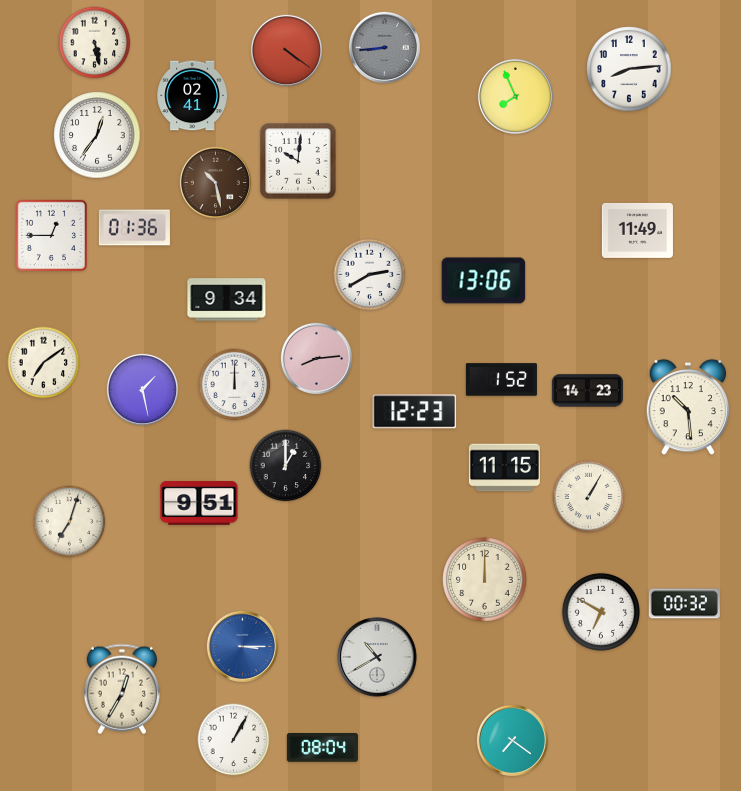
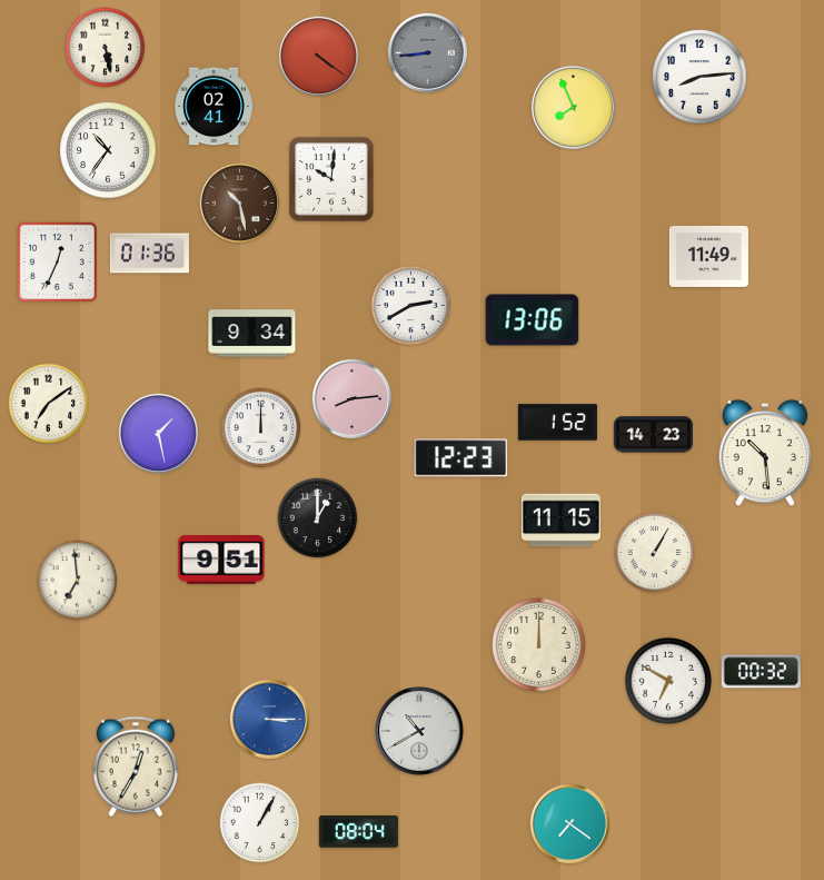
clock at (97, 135): 12:36 -> 10:36
clock at (51, 235): 12:45 -> 12:34
clock at (484, 281) position: (484, 281) -> (533, 320)
clock at (70, 522): 7:03 -> 6:59
